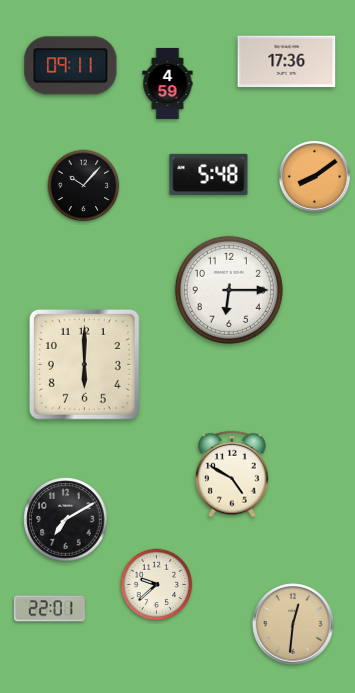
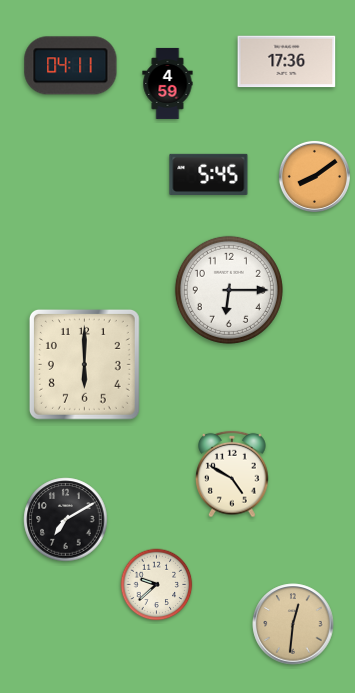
clock at (71, 66): 09:11 -> 04:11
clock at (209, 174): 5:48 -> 5:45
clock at (84, 186): 10:07 -> none
clock at (49, 609): 22:01 -> none
